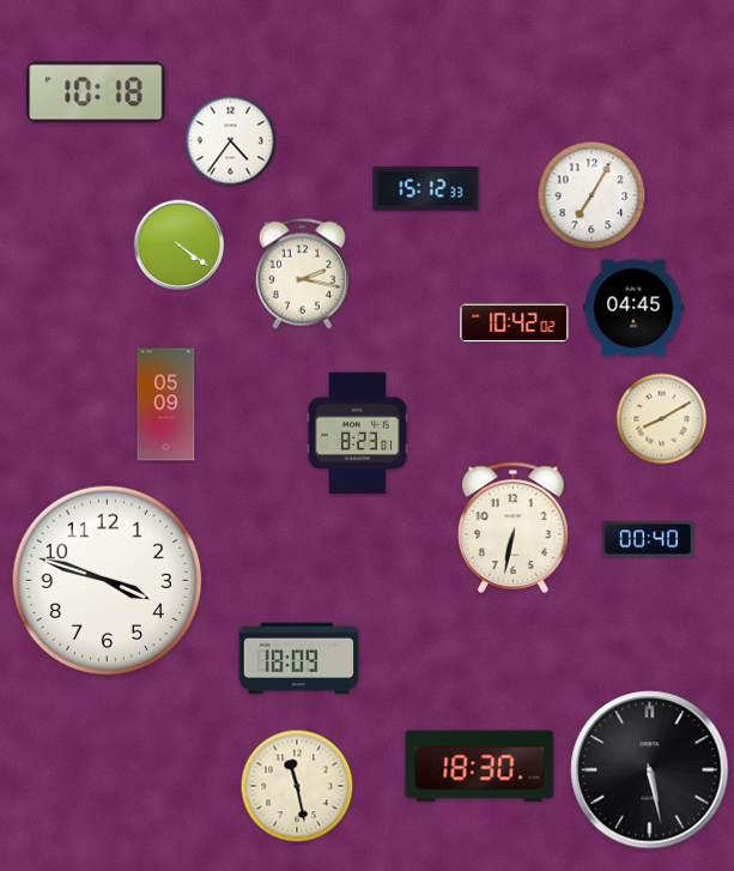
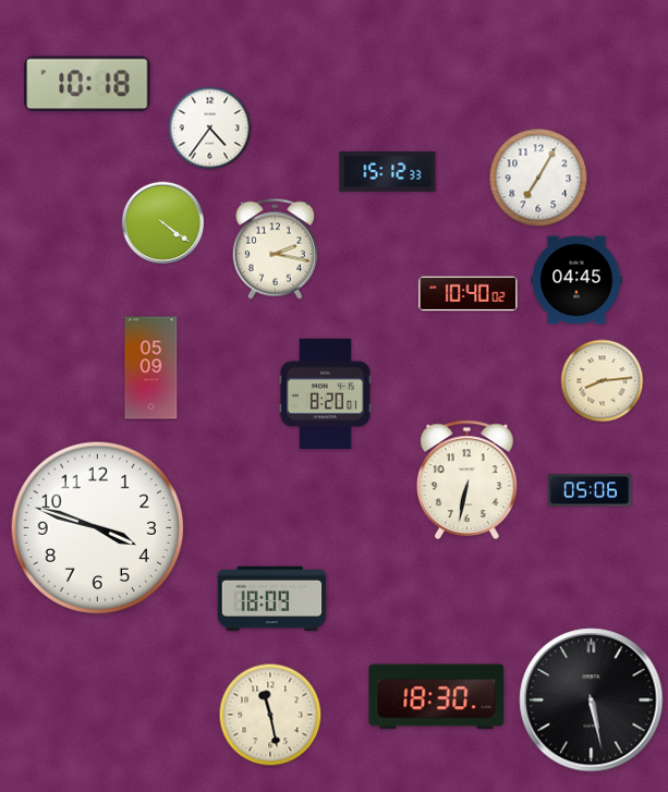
clock at (515, 323): 10:42 -> 10:40
clock at (662, 419): 8:10 -> 8:14
clock at (357, 434): 8:23 -> 8:20
clock at (648, 539): 00:40 -> 05:06
